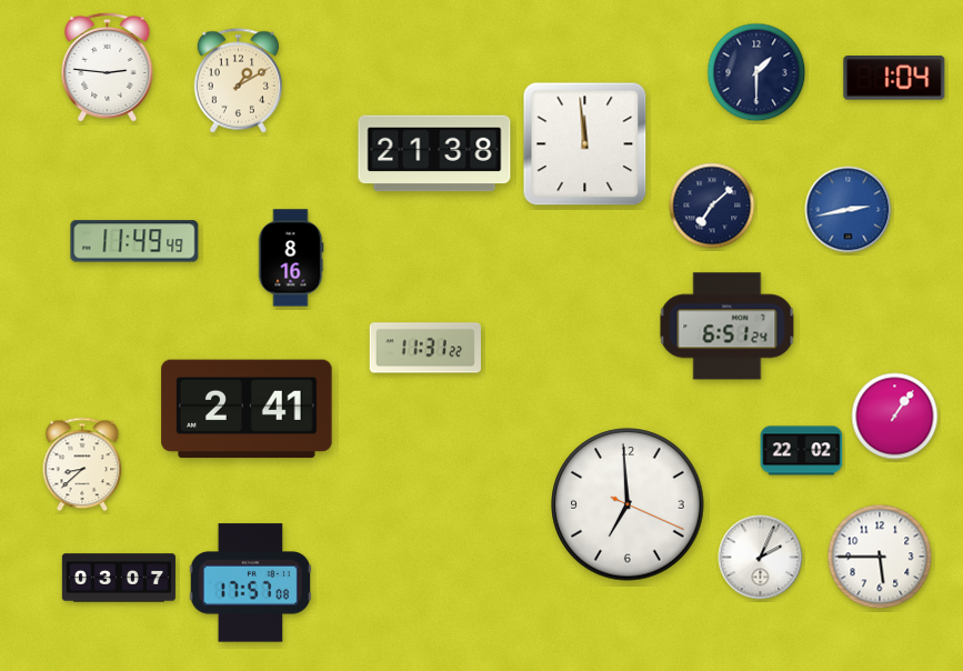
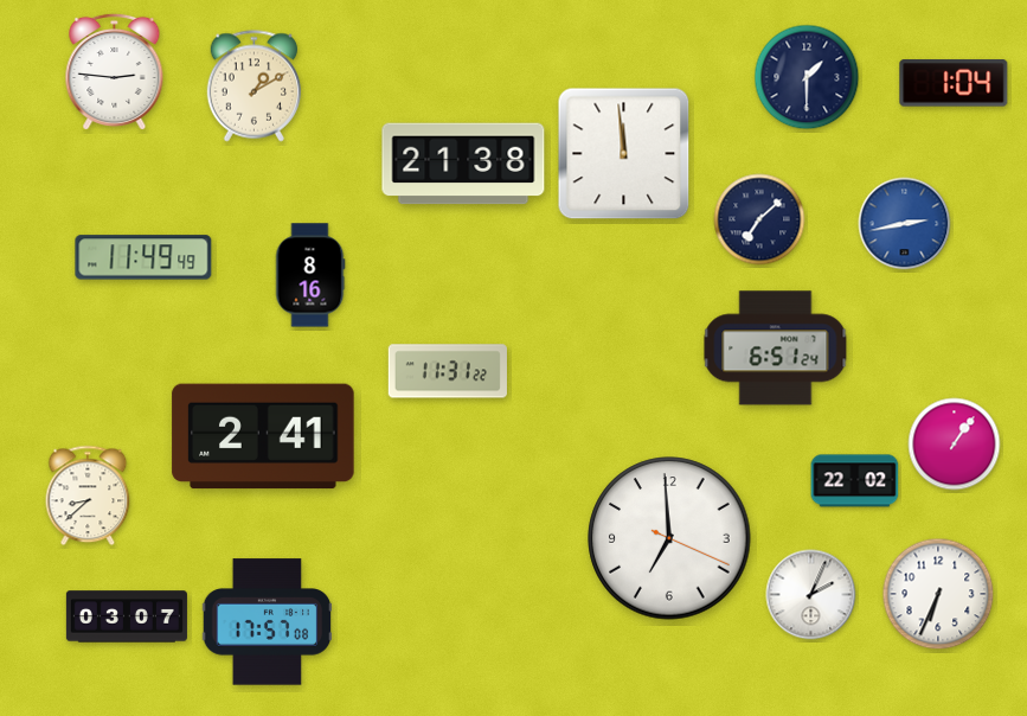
clock at (425, 348) position: (425, 348) -> (448, 371)
clock at (880, 557): 5:45 -> 6:34
